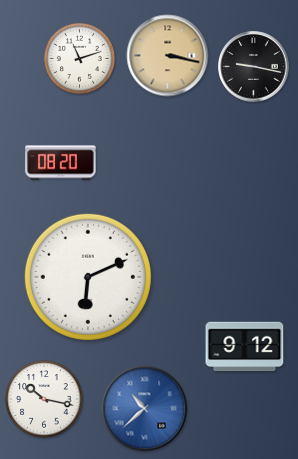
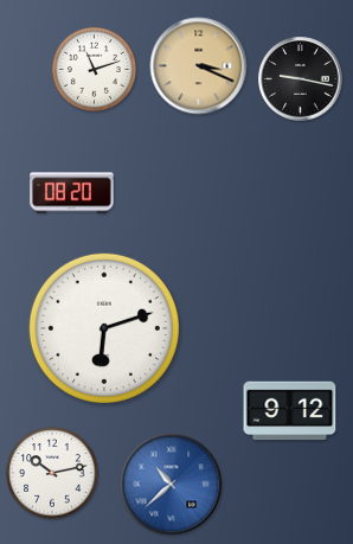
clock at (168, 56): 3:17 -> 3:19
clock at (88, 277): 6:11 -> 6:12
clock at (44, 399): 10:17 -> 10:13
